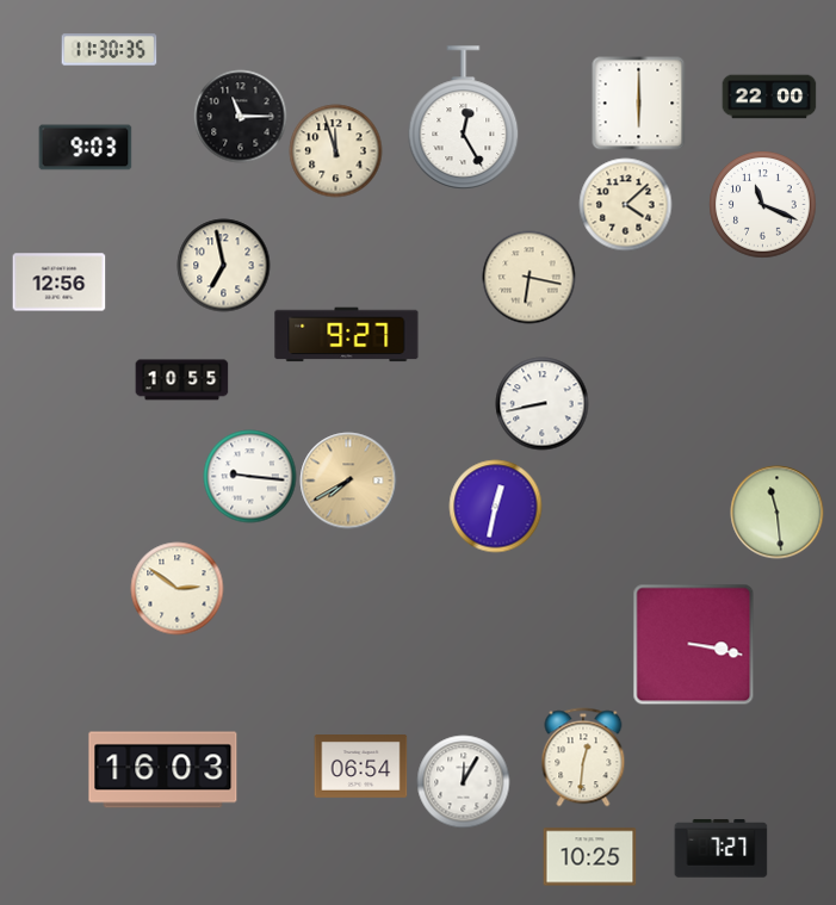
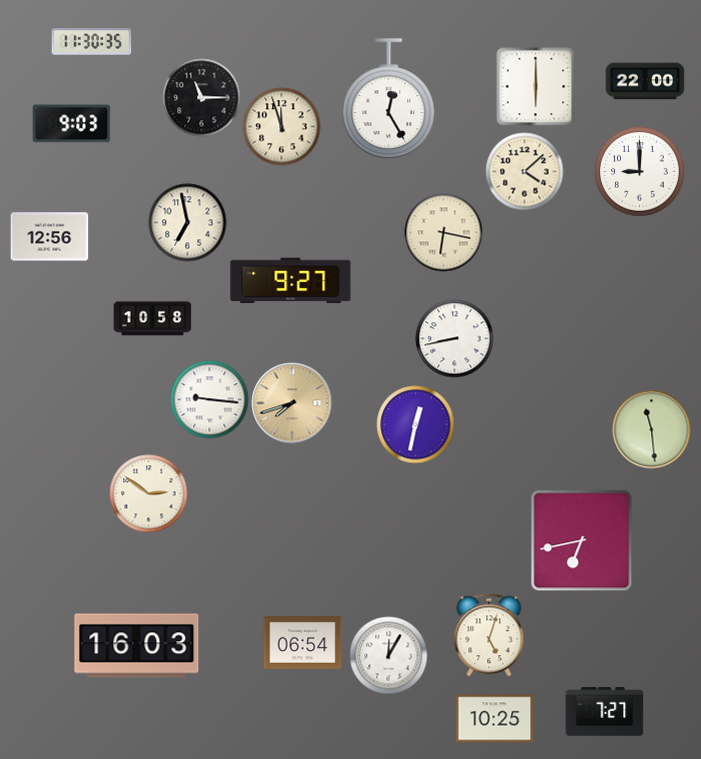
clock at (762, 204): 11:19 -> 9:00
clock at (181, 380): 10:55 -> 10:58
clock at (348, 481): 7:40 -> 7:42
clock at (693, 644): 3:17 -> 6:43
clock at (583, 757): 12:31 -> 5:03
